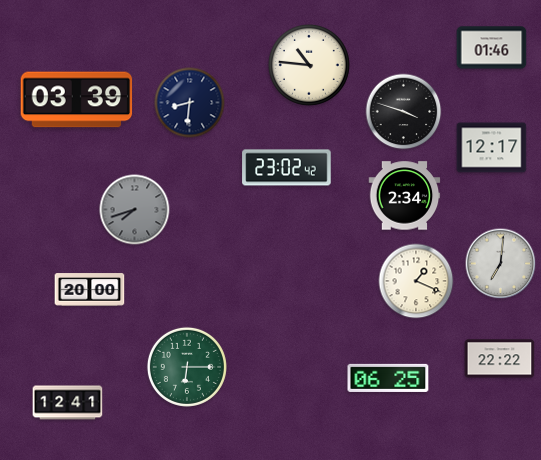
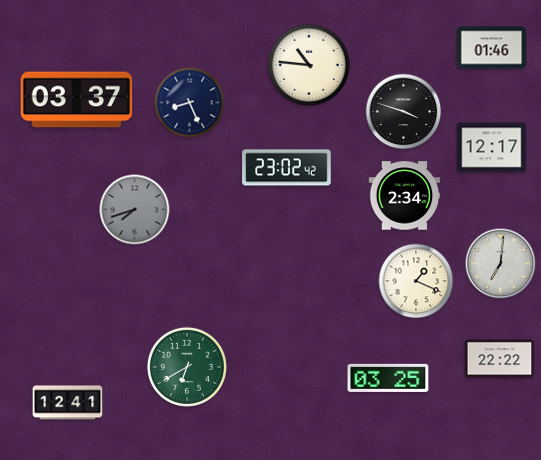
clock at (77, 100): 03:39 -> 03:37
clock at (190, 103): 8:31 -> 8:26
clock at (90, 290): 20:00 -> none
clock at (187, 367): 6:15 -> 6:40
clock at (388, 378): 06:25 -> 03:25
